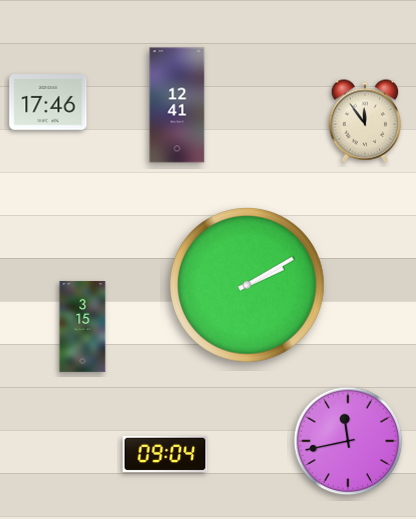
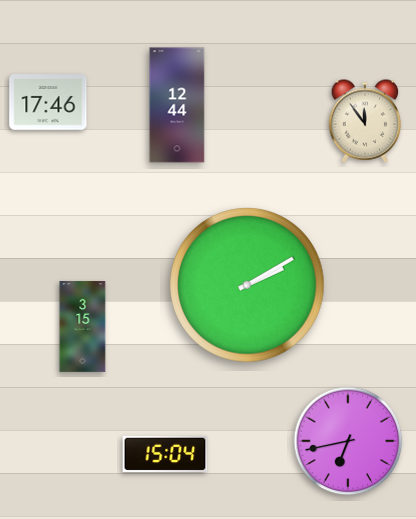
clock at (177, 105): 12:41 -> 12:44
clock at (348, 441): 11:43 -> 6:43
clock at (165, 454): 09:04 -> 15:04
